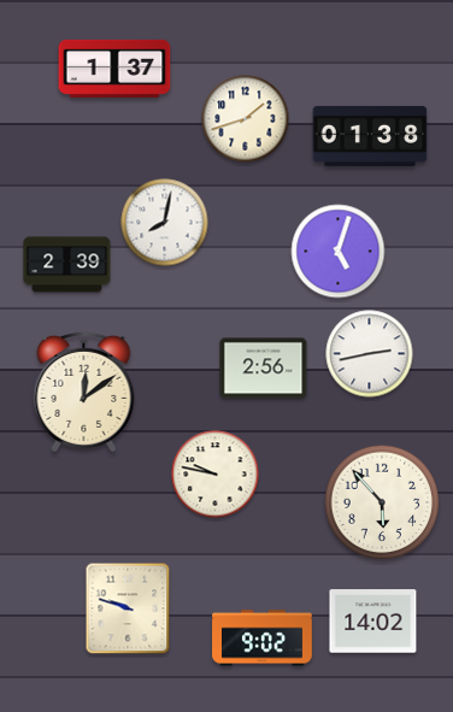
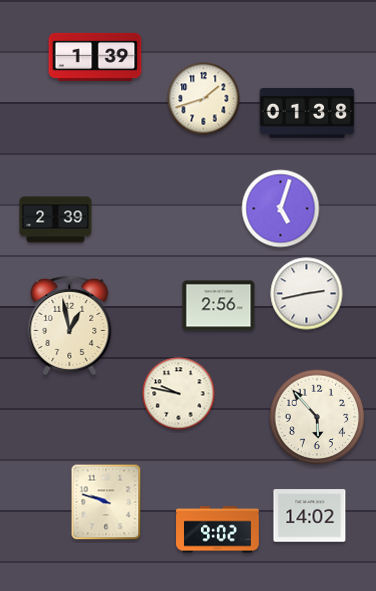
clock at (114, 69): 1:37 -> 1:39
clock at (165, 223): 8:02 -> none
clock at (84, 392): 12:09 -> 12:58
clock at (128, 608) position: (128, 608) -> (106, 502)
